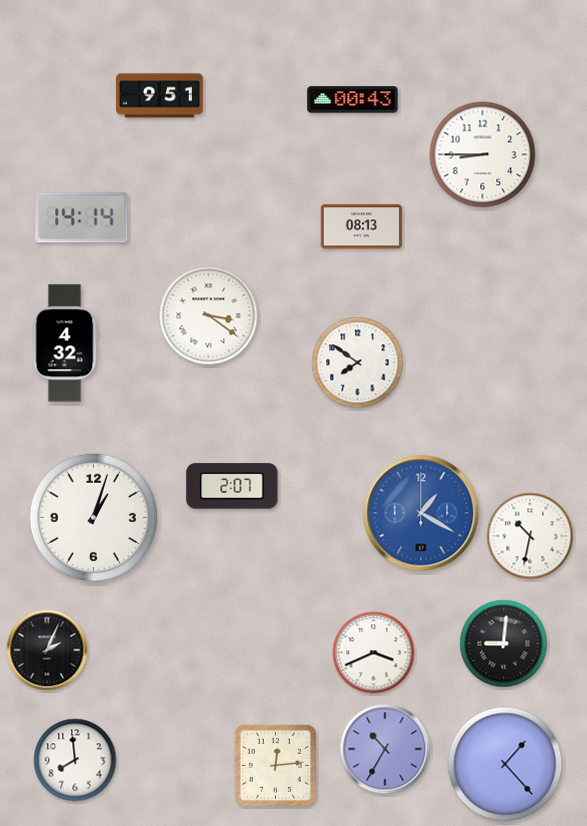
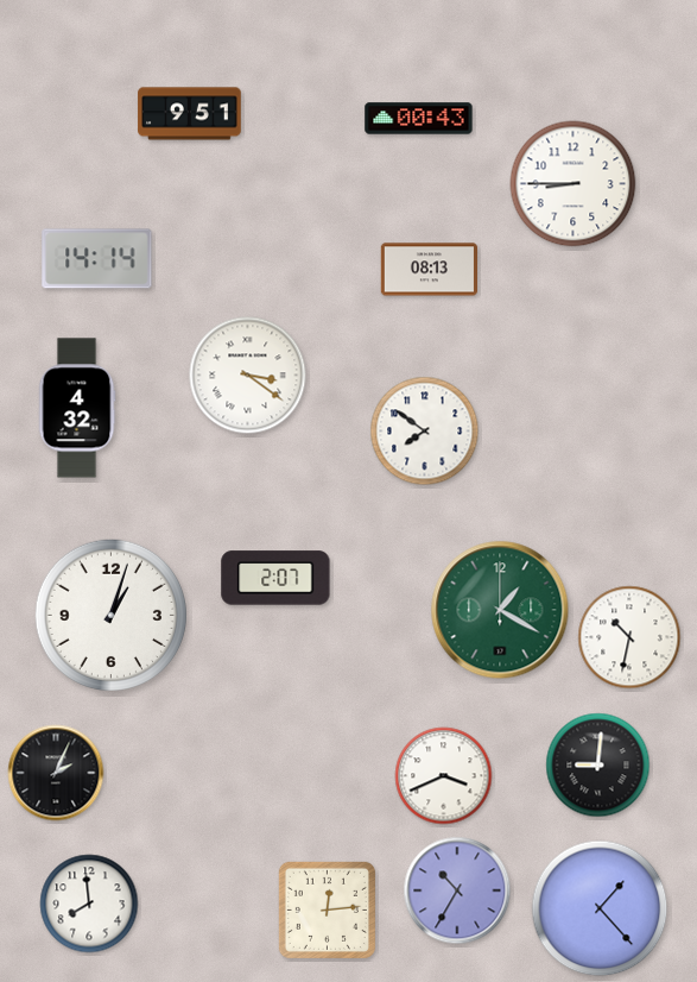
clock at (421, 513) dial: blue -> green
